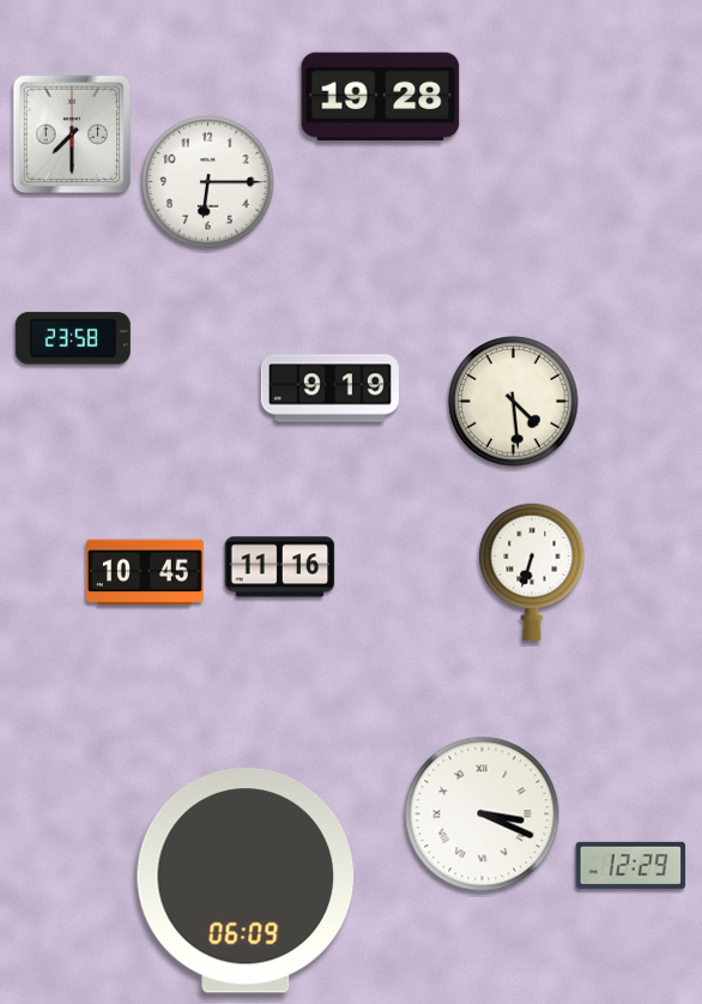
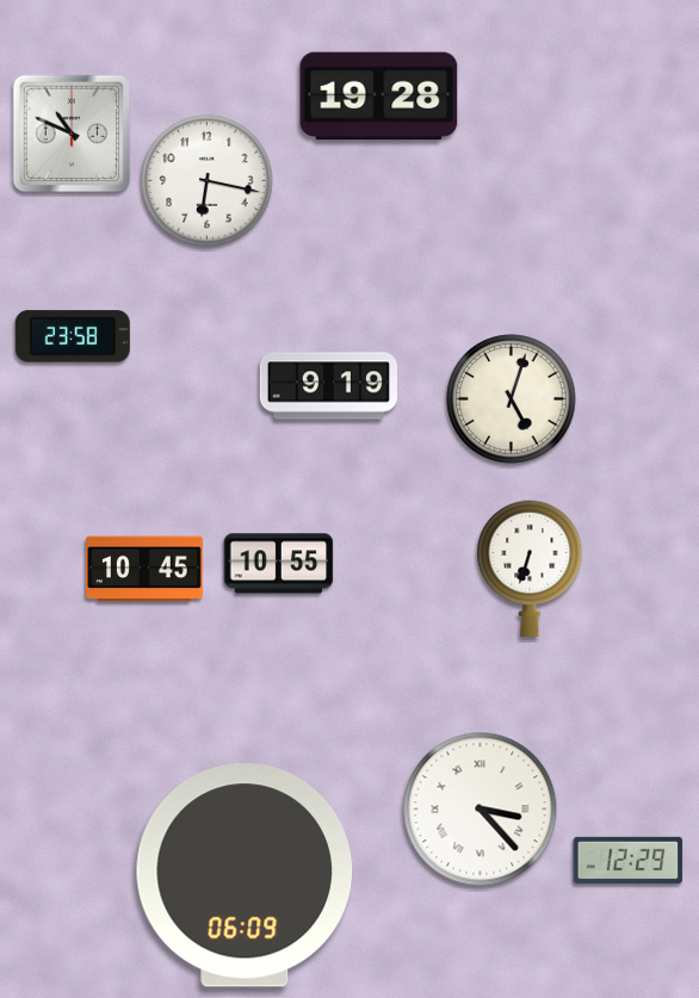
clock at (72, 134): 7:30 -> 10:49
clock at (208, 182): 6:15 -> 6:17
clock at (514, 402): 4:29 -> 5:03
clock at (280, 567): 11:16 -> 10:55
clock at (483, 814): 3:19 -> 3:23
